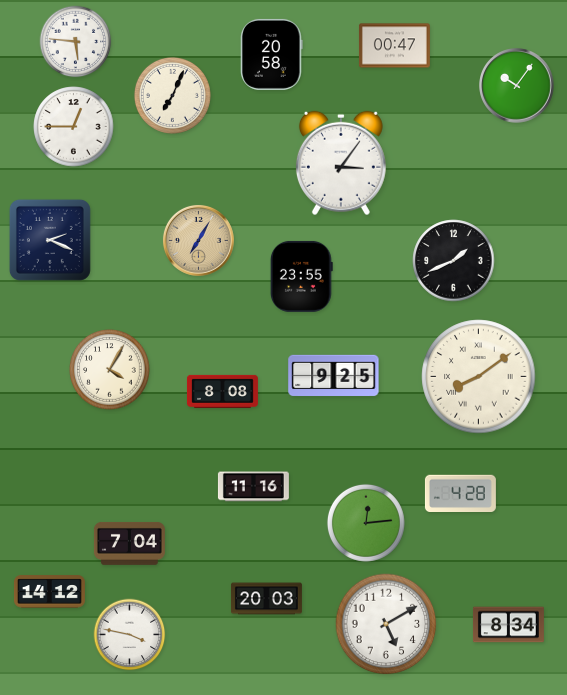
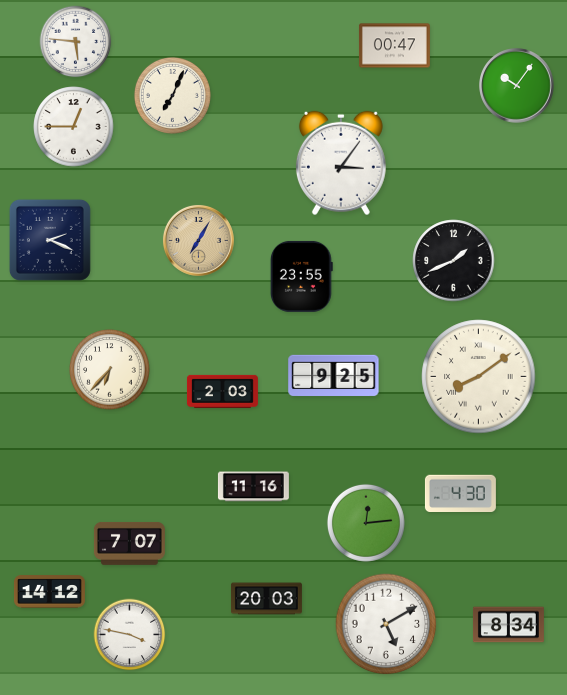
clock at (272, 54): 20:58 -> none
clock at (110, 370): 4:05 -> 6:37
clock at (222, 391): 8:08 -> 2:03
clock at (460, 493): 4:28 -> 4:30
clock at (129, 543): 7:04 -> 7:07
